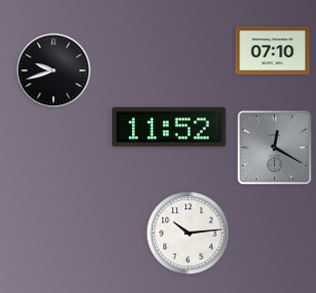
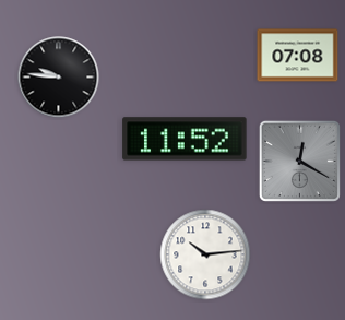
clock at (273, 51): 07:10 -> 07:08
clock at (54, 71): 9:42 -> 9:46
